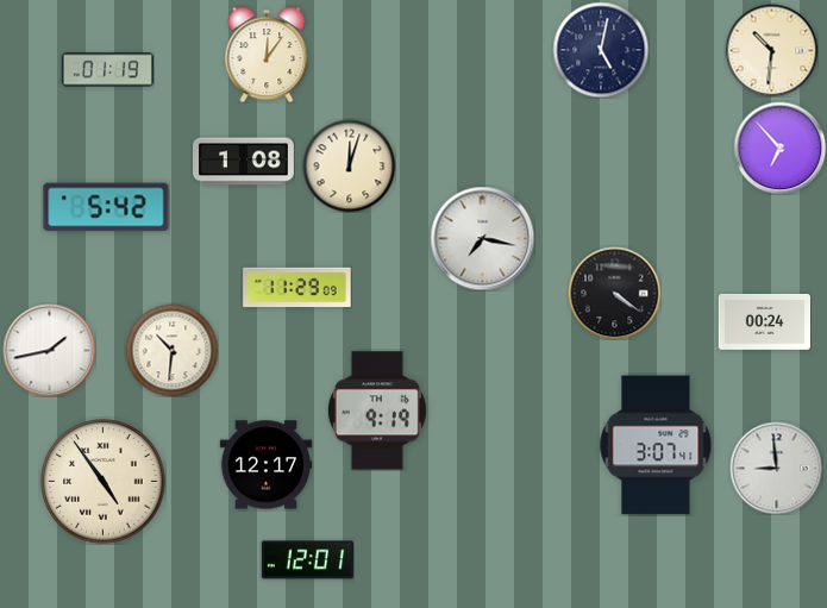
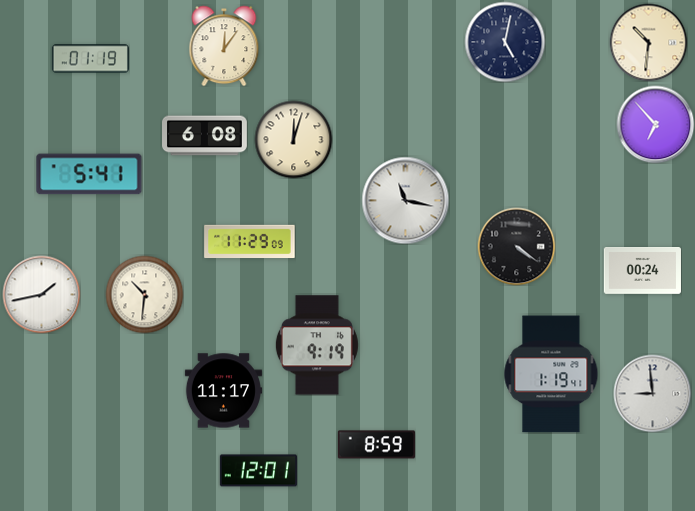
clock at (244, 162): 1:08 -> 6:08
clock at (106, 207): 5:42 -> 5:41
clock at (482, 238): 7:17 -> 11:17
clock at (656, 445): 3:07 -> 1:19
clock at (265, 465): 12:17 -> 11:17
clock at (104, 482): 4:54 -> none
clock at (376, 445): none -> 8:59
